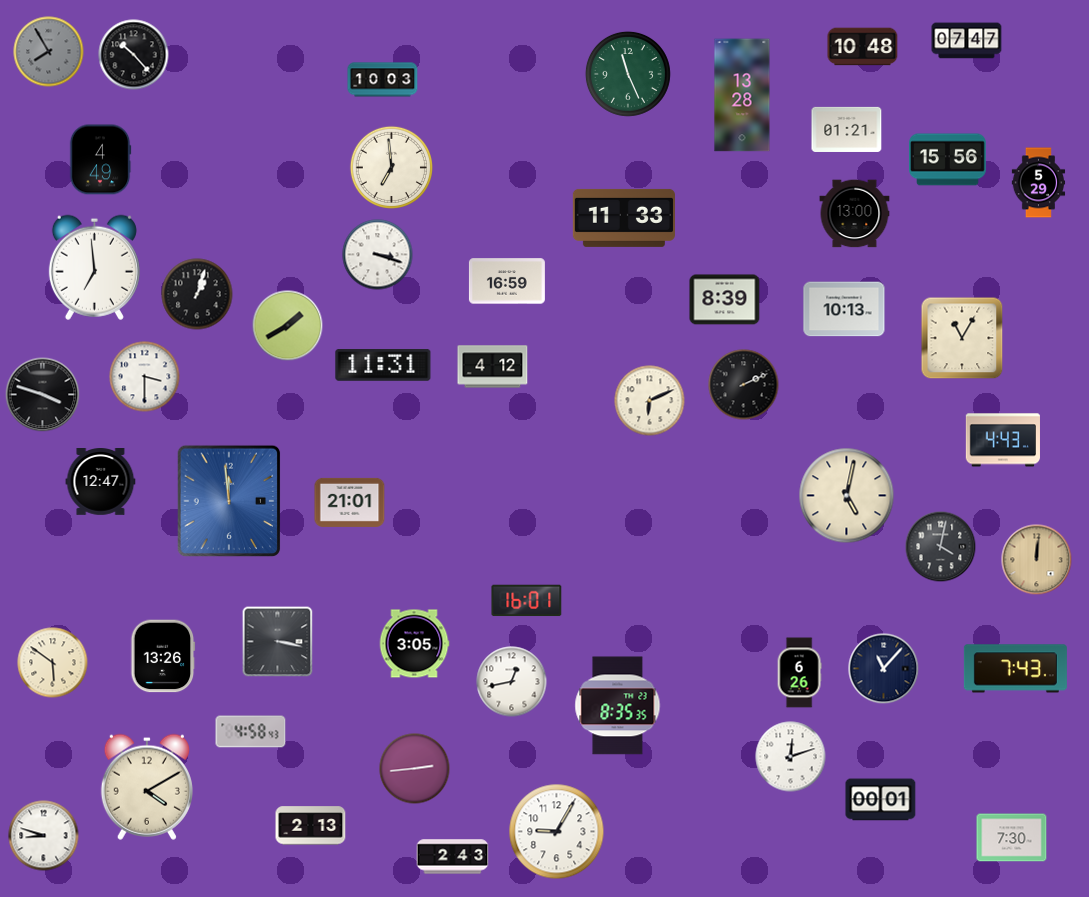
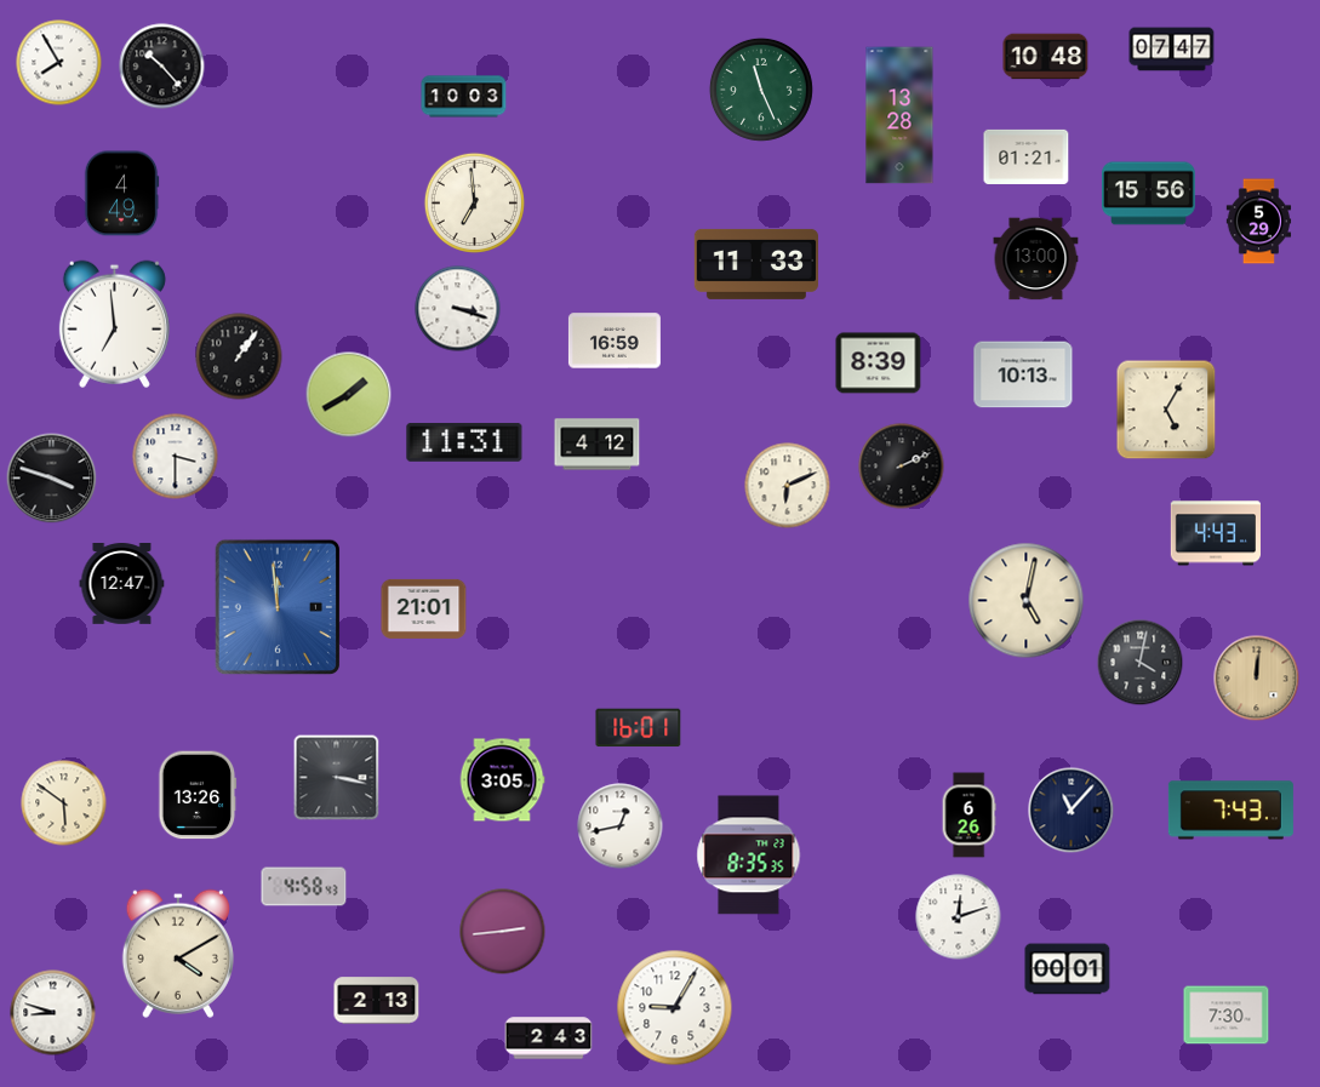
clock at (49, 52) dial: grey -> white
clock at (197, 294): 1:03 -> 1:06
clock at (962, 338): 11:05 -> 5:05
